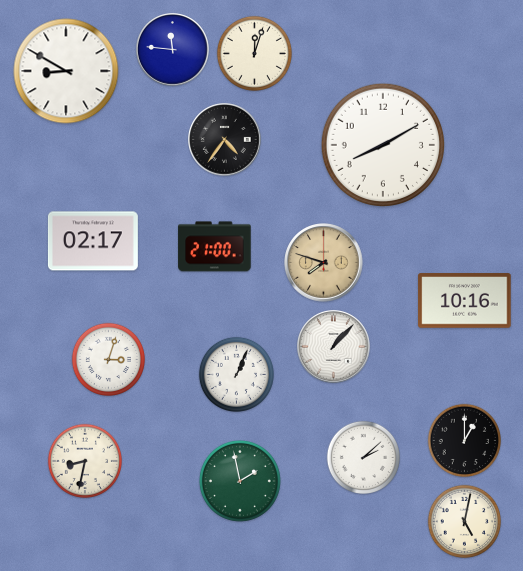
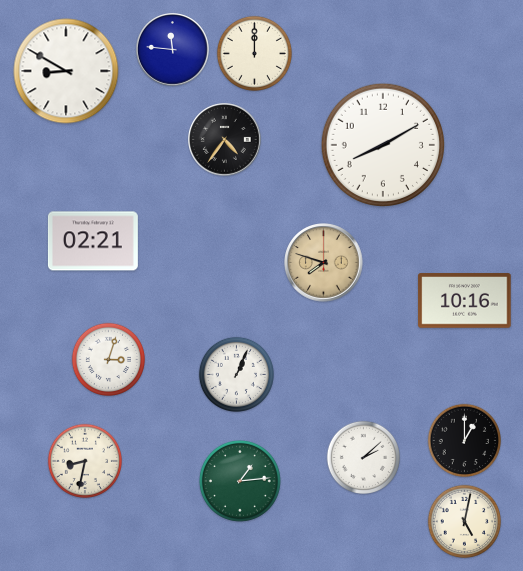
clock at (254, 53): 12:03 -> 12:00
clock at (93, 241): 02:17 -> 02:21
clock at (215, 247): 21:00 -> none
clock at (334, 347): 1:07 -> none
clock at (240, 481): 1:58 -> 1:14
